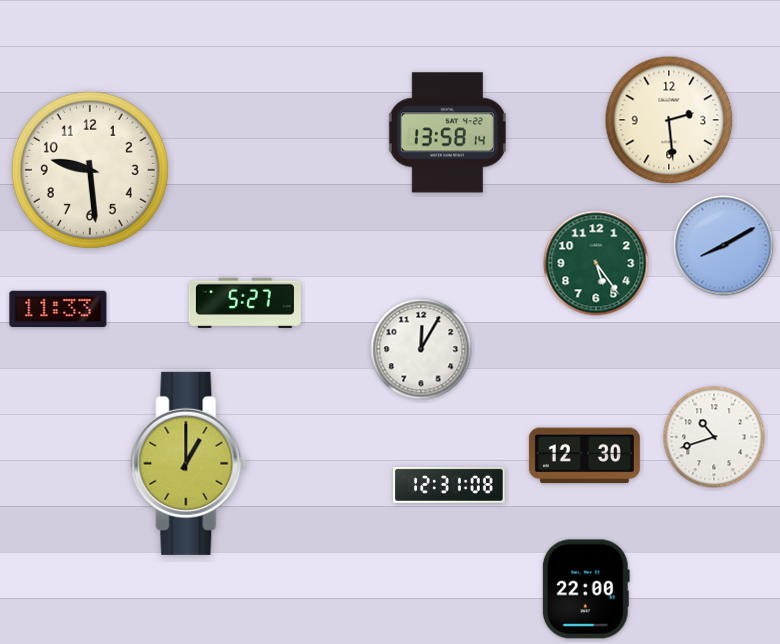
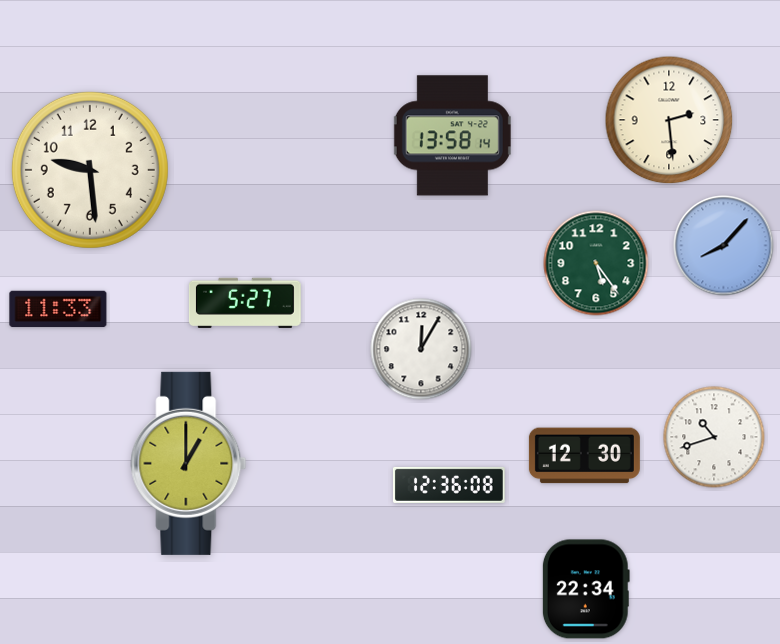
clock at (447, 133) position: (447, 133) -> (452, 136)
clock at (724, 246): 8:10 -> 8:07
clock at (449, 485): 12:31 -> 12:36
clock at (586, 589): 22:00 -> 22:34
